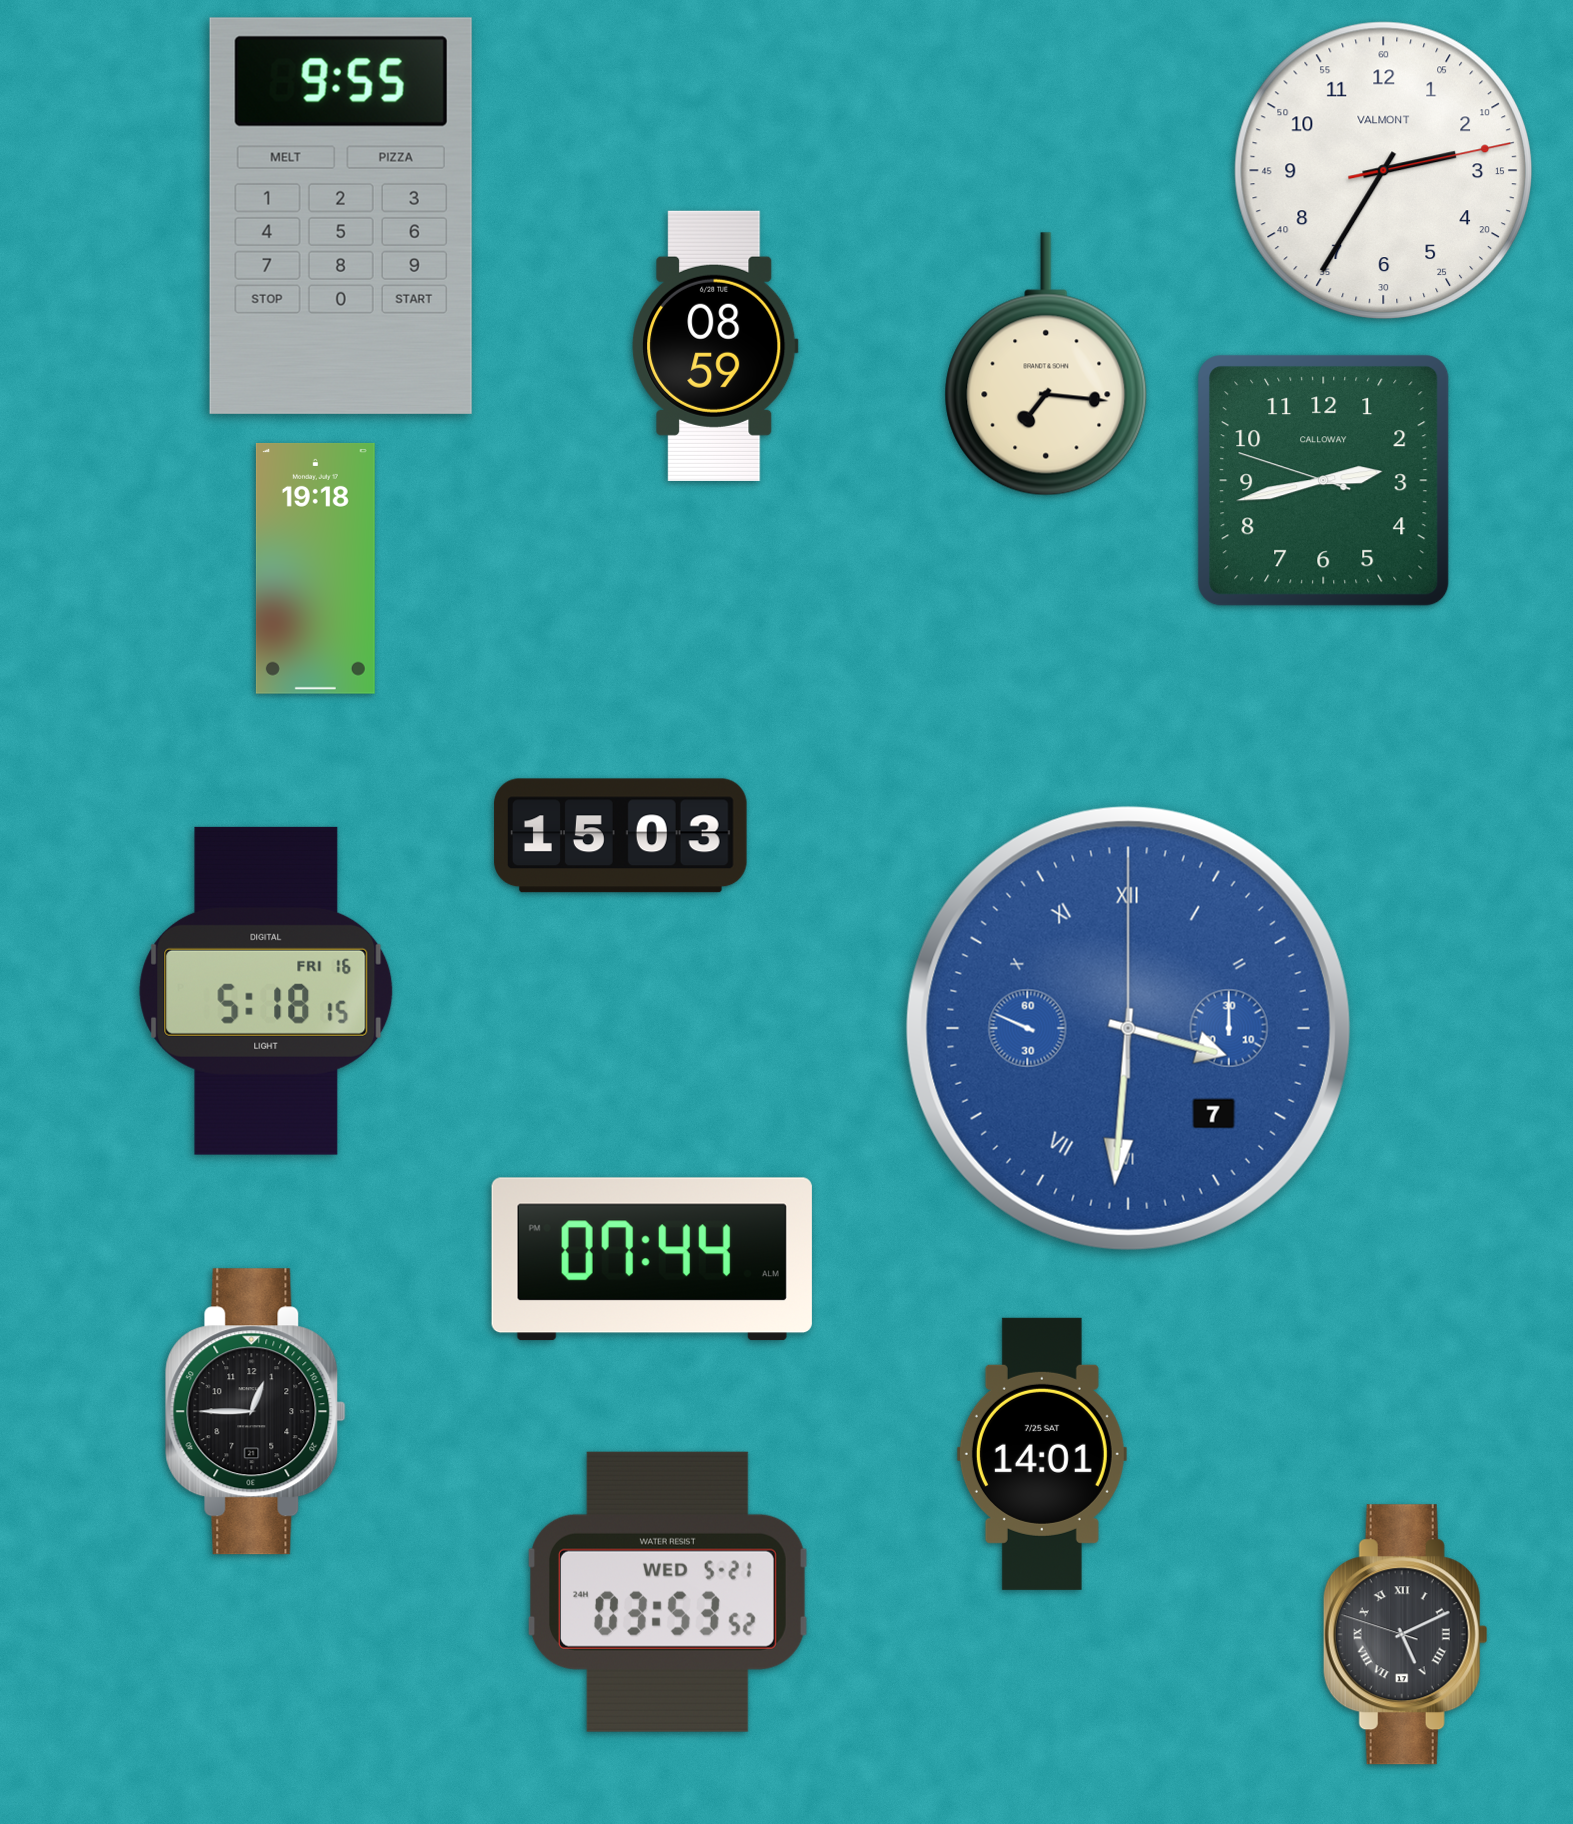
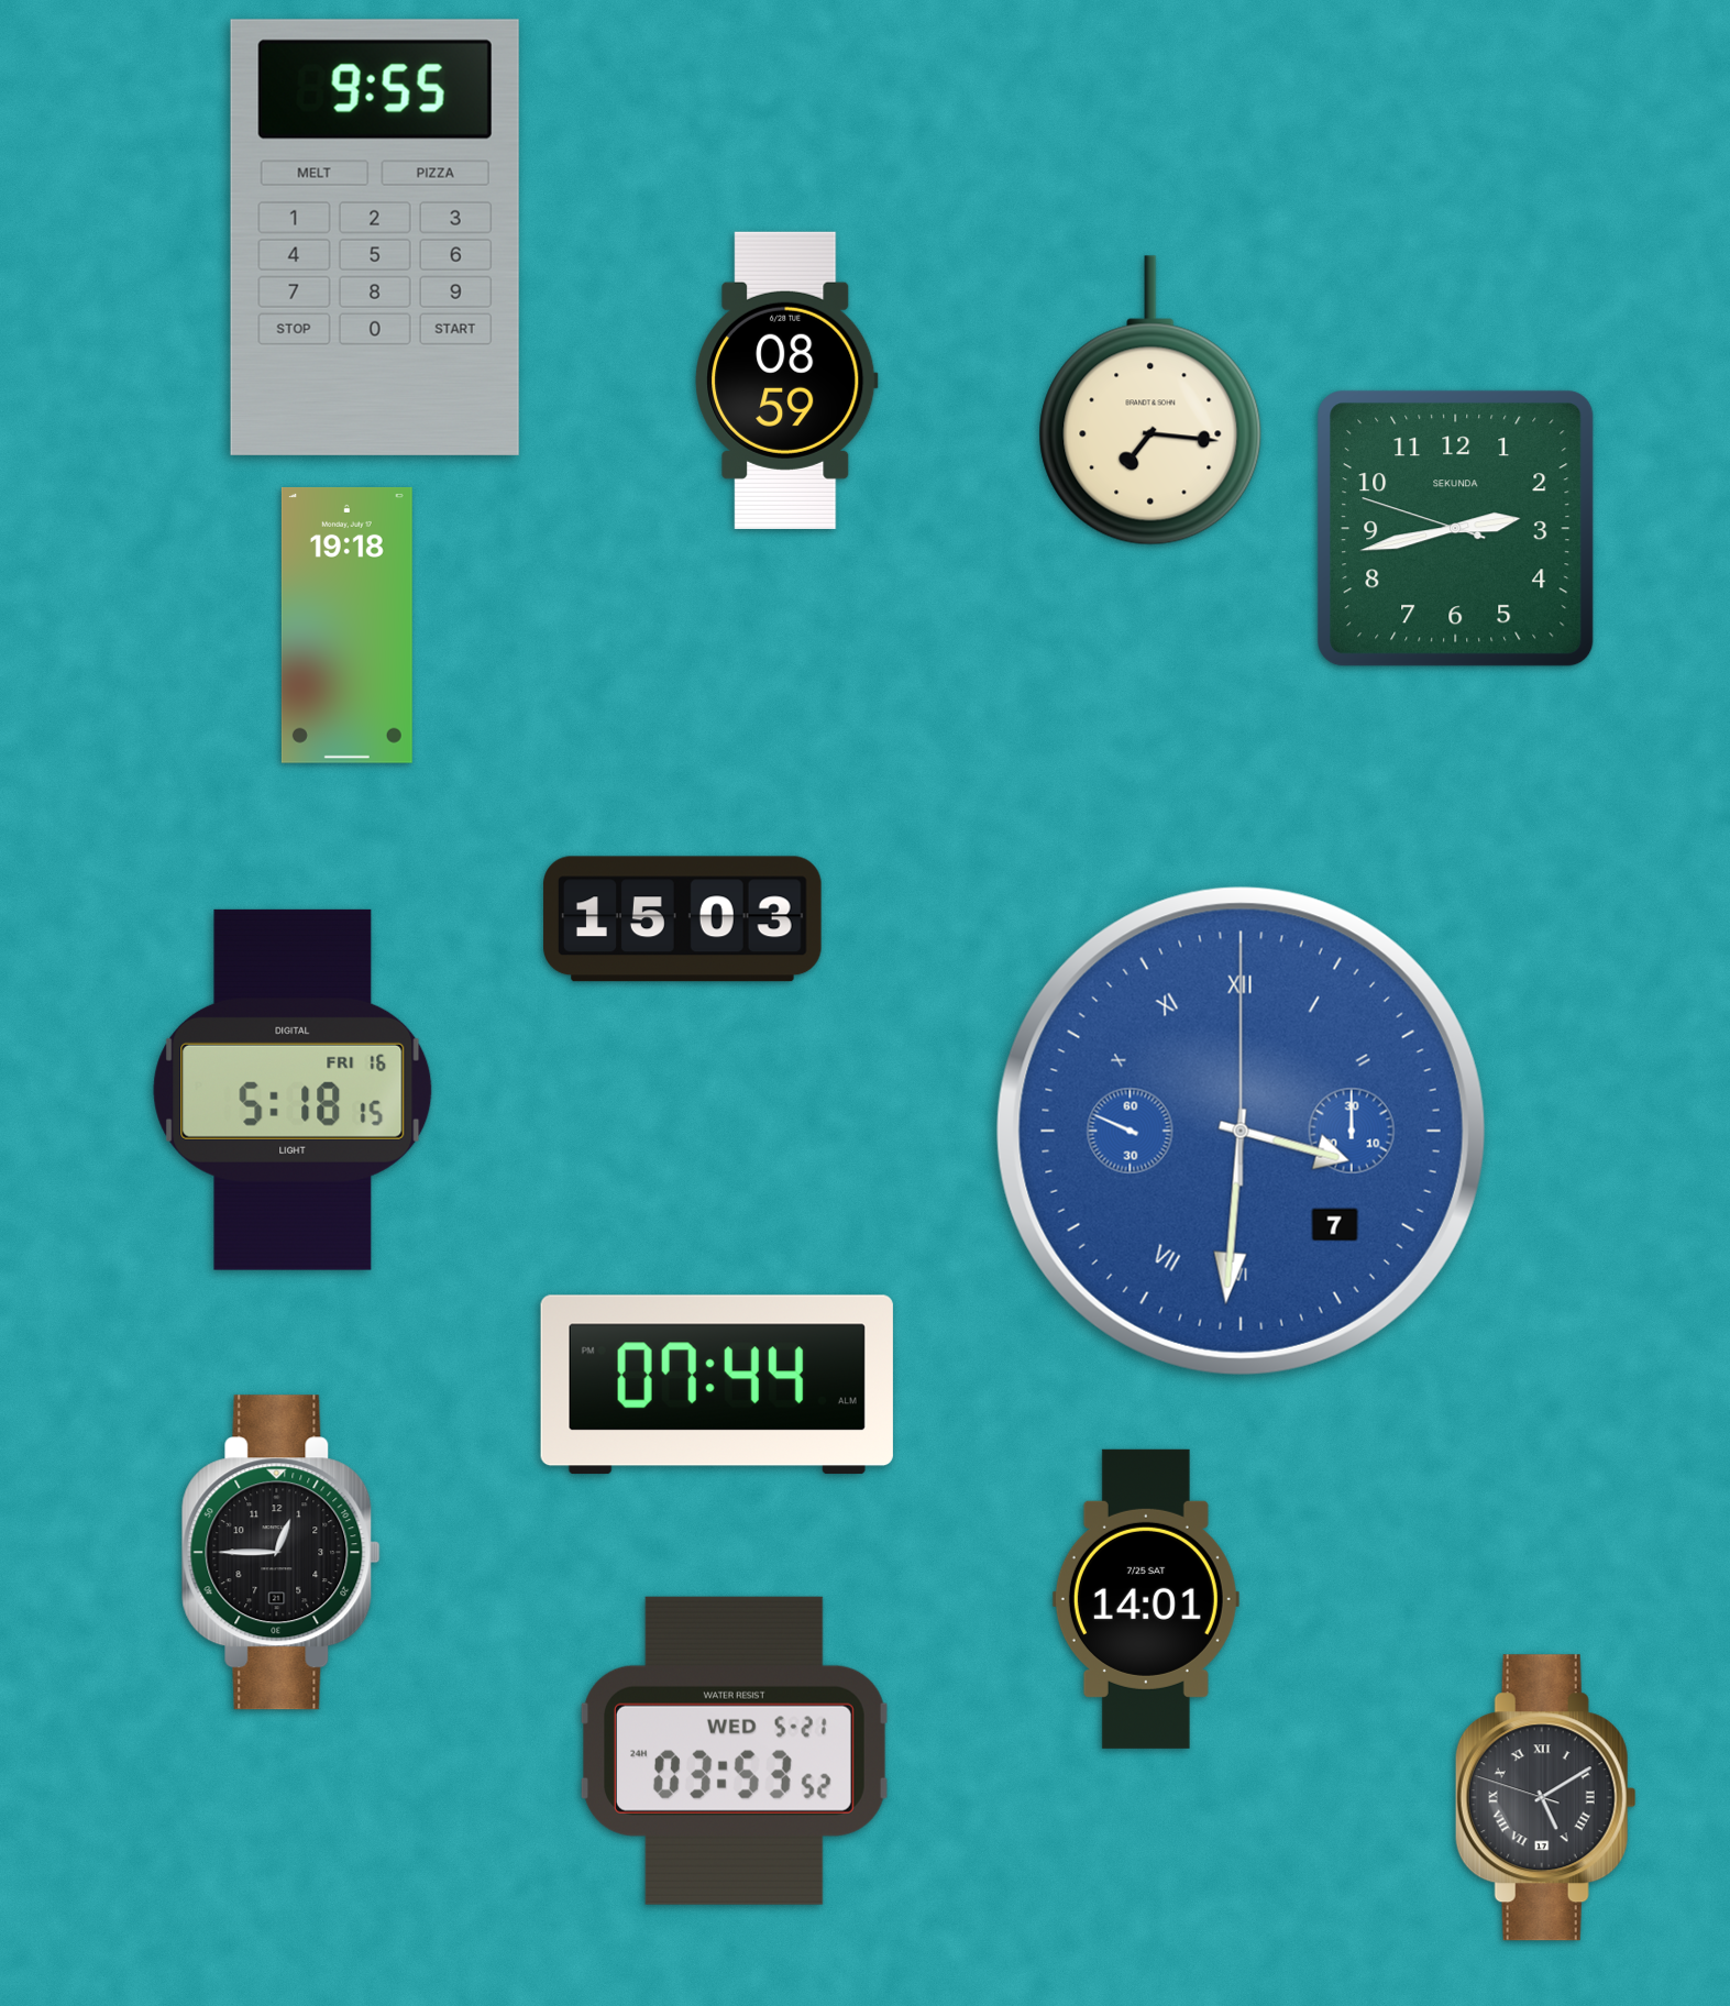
clock at (1383, 170): 2:35 -> none
clock at (1324, 481) brand: CALLOWAY -> SEKUNDA
clock at (1405, 1635): 5:10 -> 5:09
